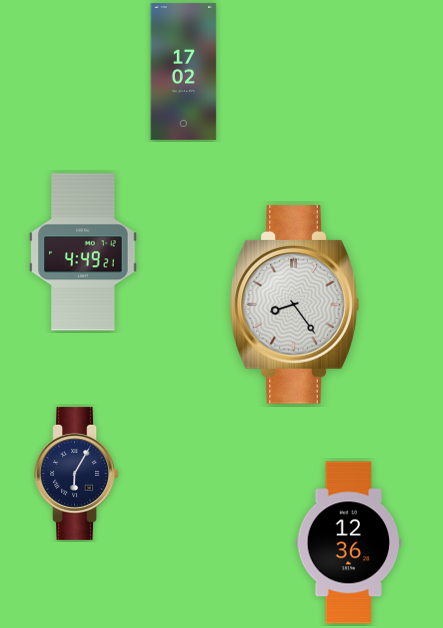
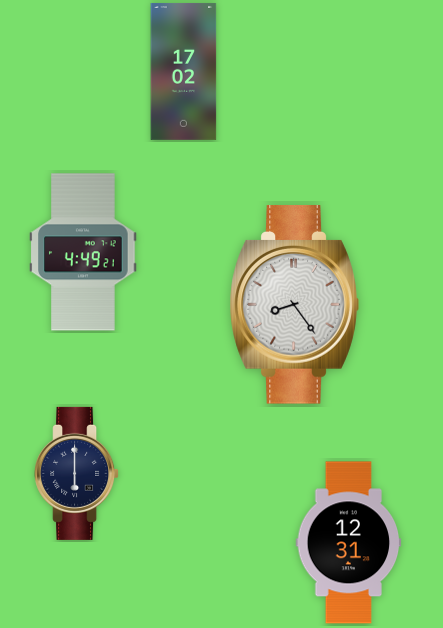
clock at (77, 473): 6:05 -> 6:00
clock at (349, 543): 12:36 -> 12:31
